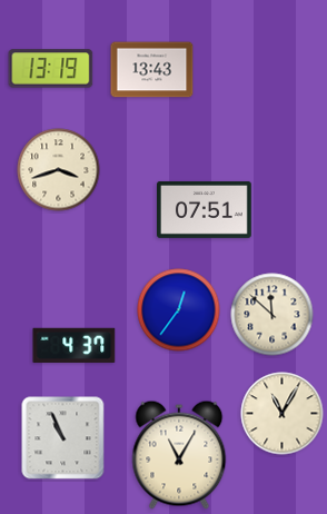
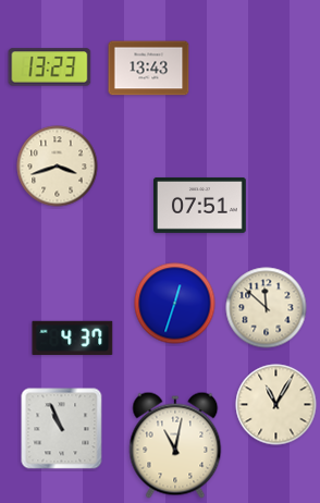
clock at (51, 69): 13:19 -> 13:23
clock at (179, 310): 12:36 -> 12:33
clock at (179, 455): 11:05 -> 11:02
